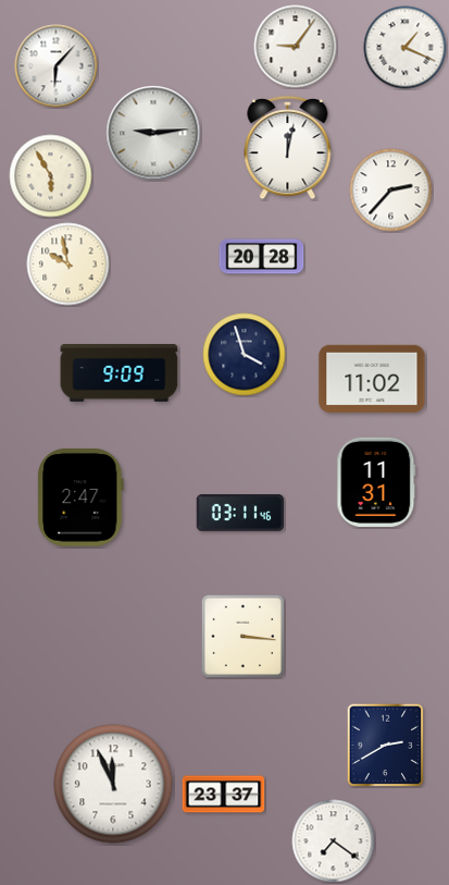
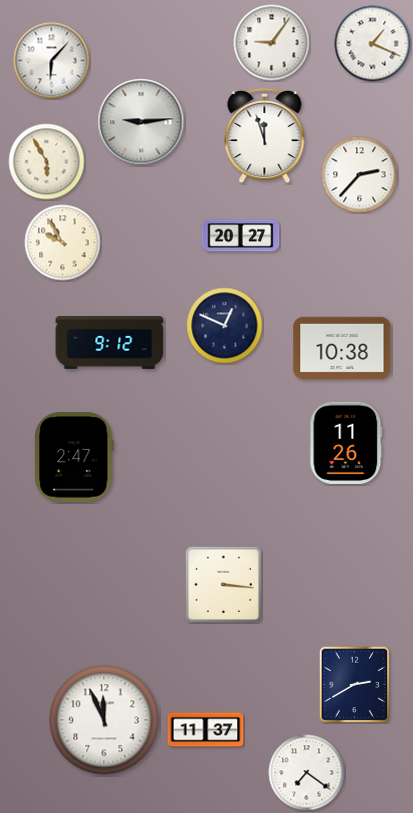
clock at (288, 148): 12:02 -> 11:57
clock at (262, 257): 20:28 -> 20:27
clock at (68, 265): 9:58 -> 9:55
clock at (245, 355): 3:57 -> 12:49
clock at (120, 373): 9:09 -> 9:12
clock at (372, 379): 11:02 -> 10:38
clock at (376, 482): 11:31 -> 11:26
clock at (240, 514): 03:11 -> none
clock at (224, 795): 23:37 -> 11:37
